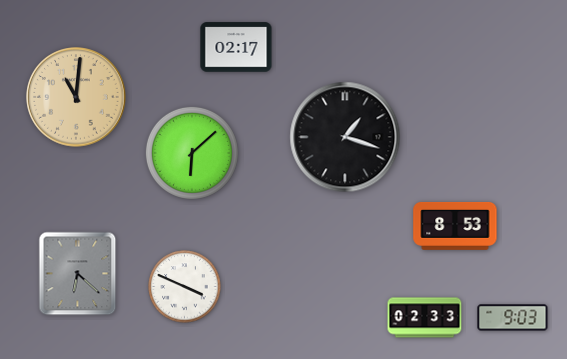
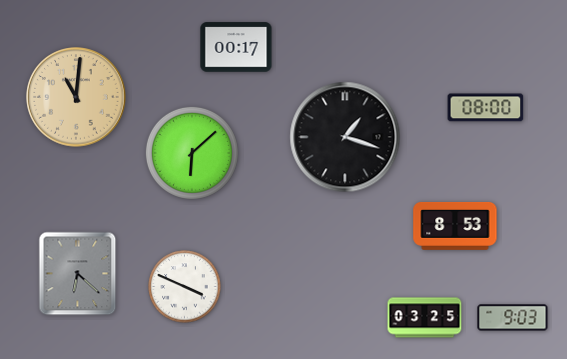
clock at (236, 47): 02:17 -> 00:17
clock at (486, 108): none -> 08:00
clock at (425, 318): 02:33 -> 03:25
